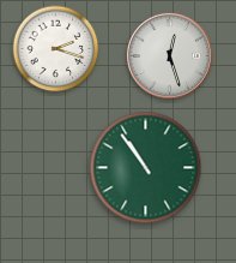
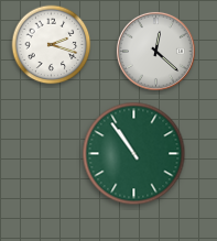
clock at (169, 55): 12:27 -> 12:22
